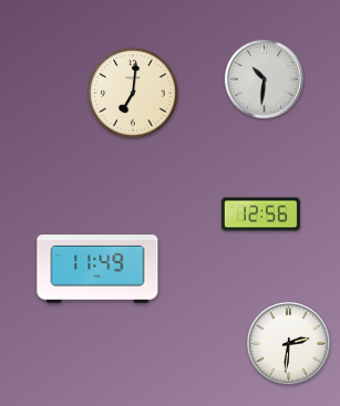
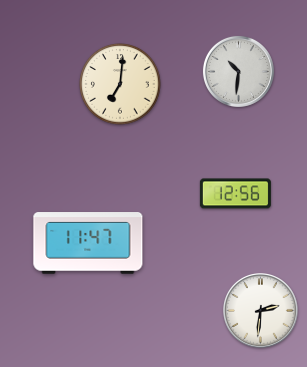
clock at (97, 269): 11:49 -> 11:47
